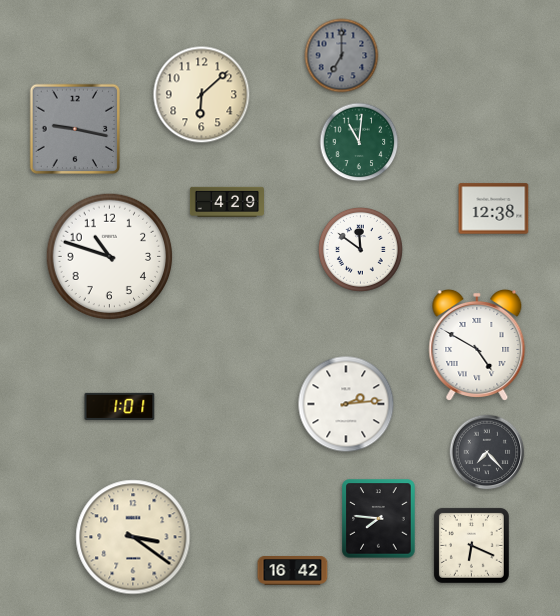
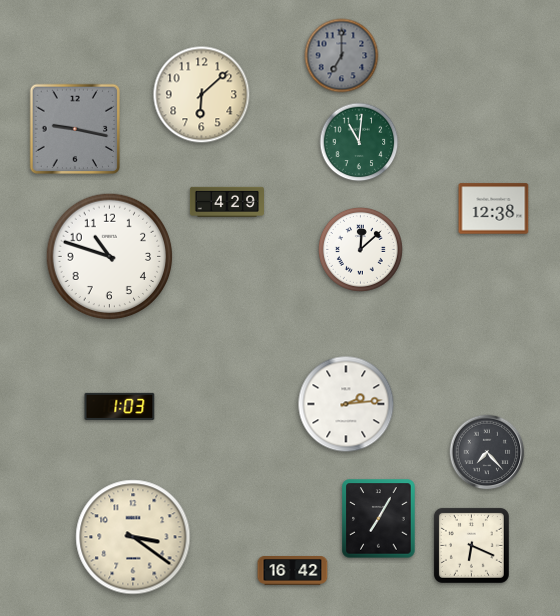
clock at (360, 249): 11:51 -> 12:08
clock at (477, 345): 4:50 -> none
clock at (120, 406): 1:01 -> 1:03
clock at (379, 519): 7:46 -> 7:05
